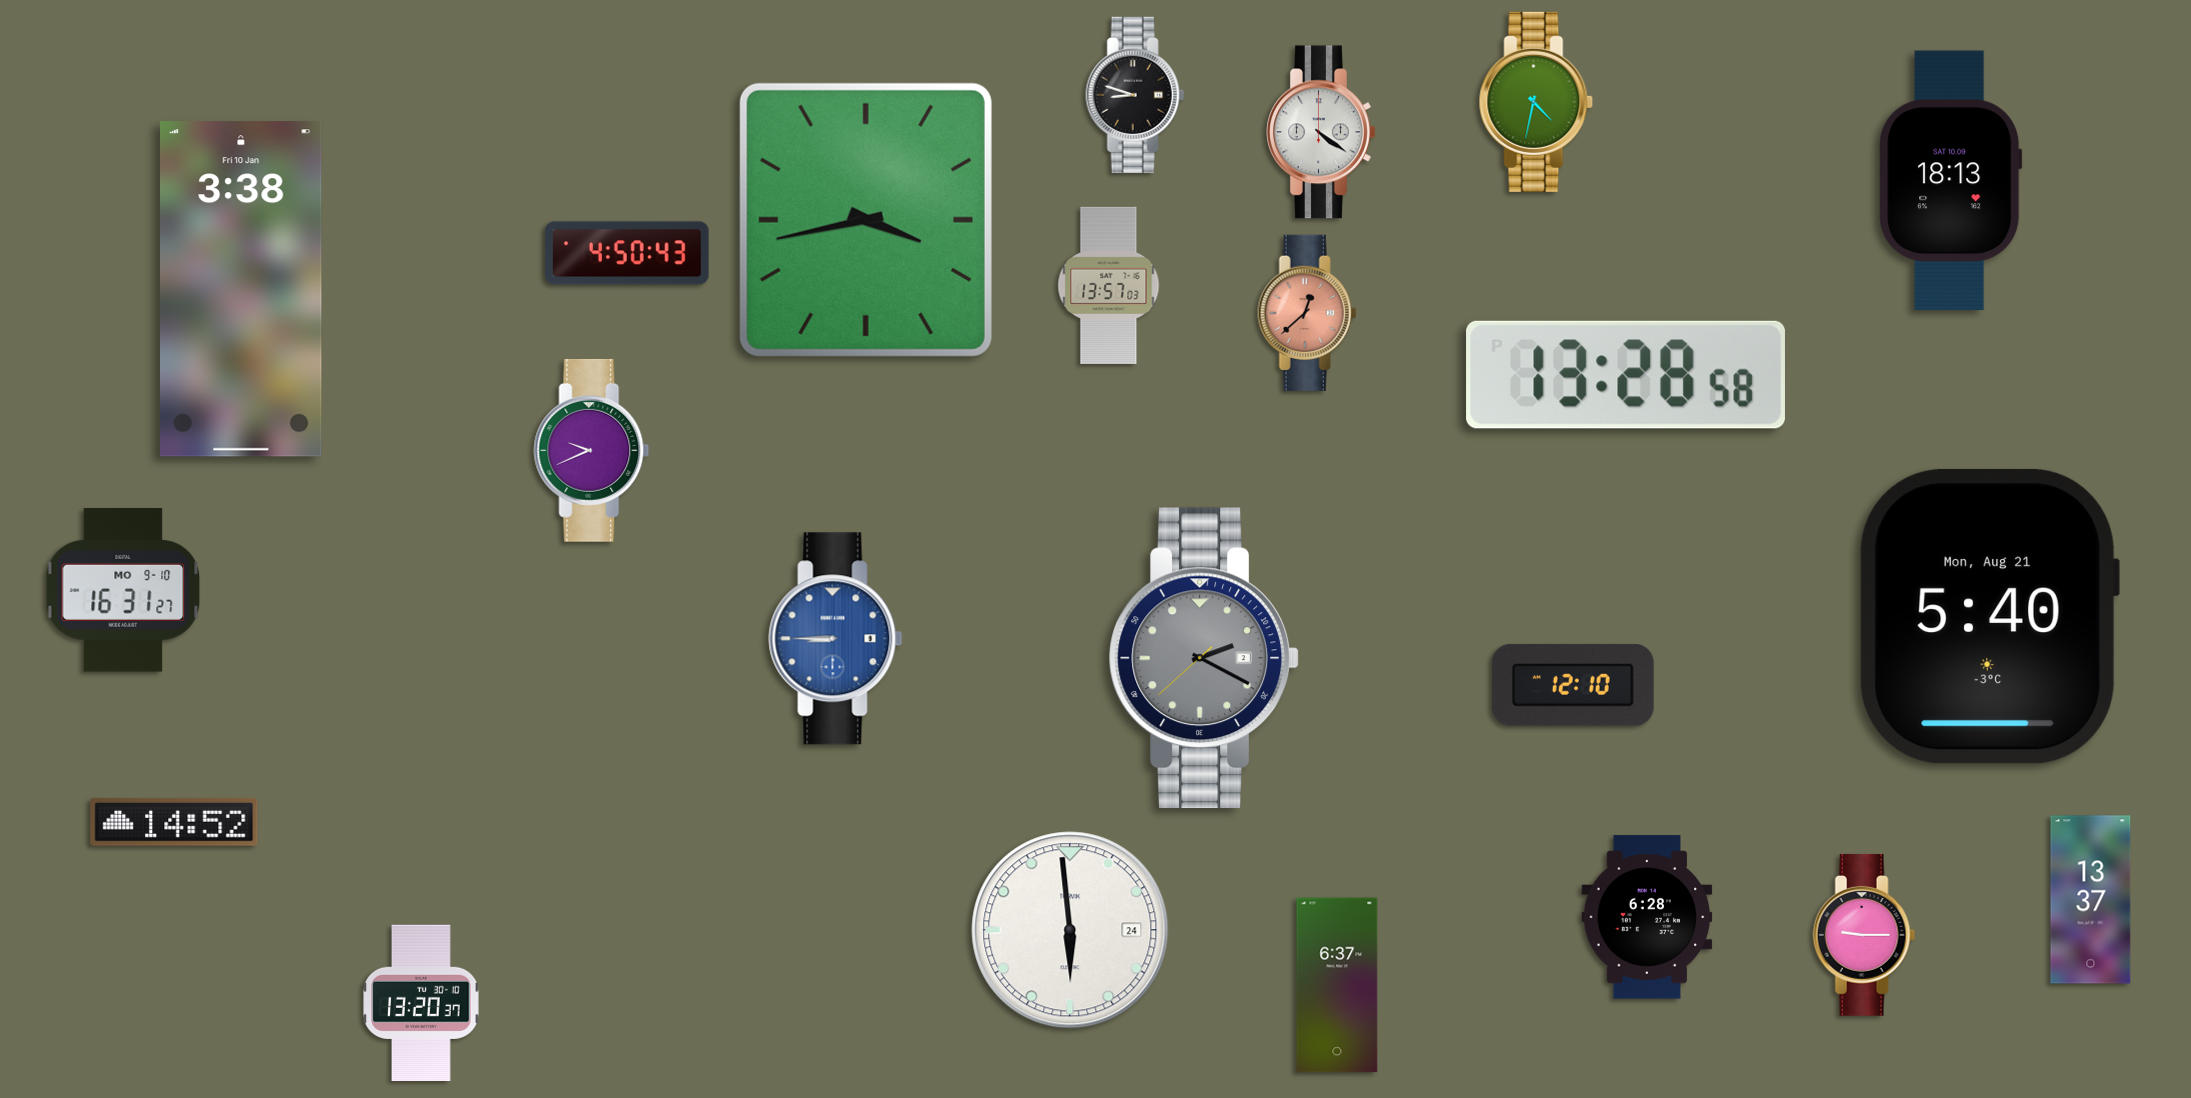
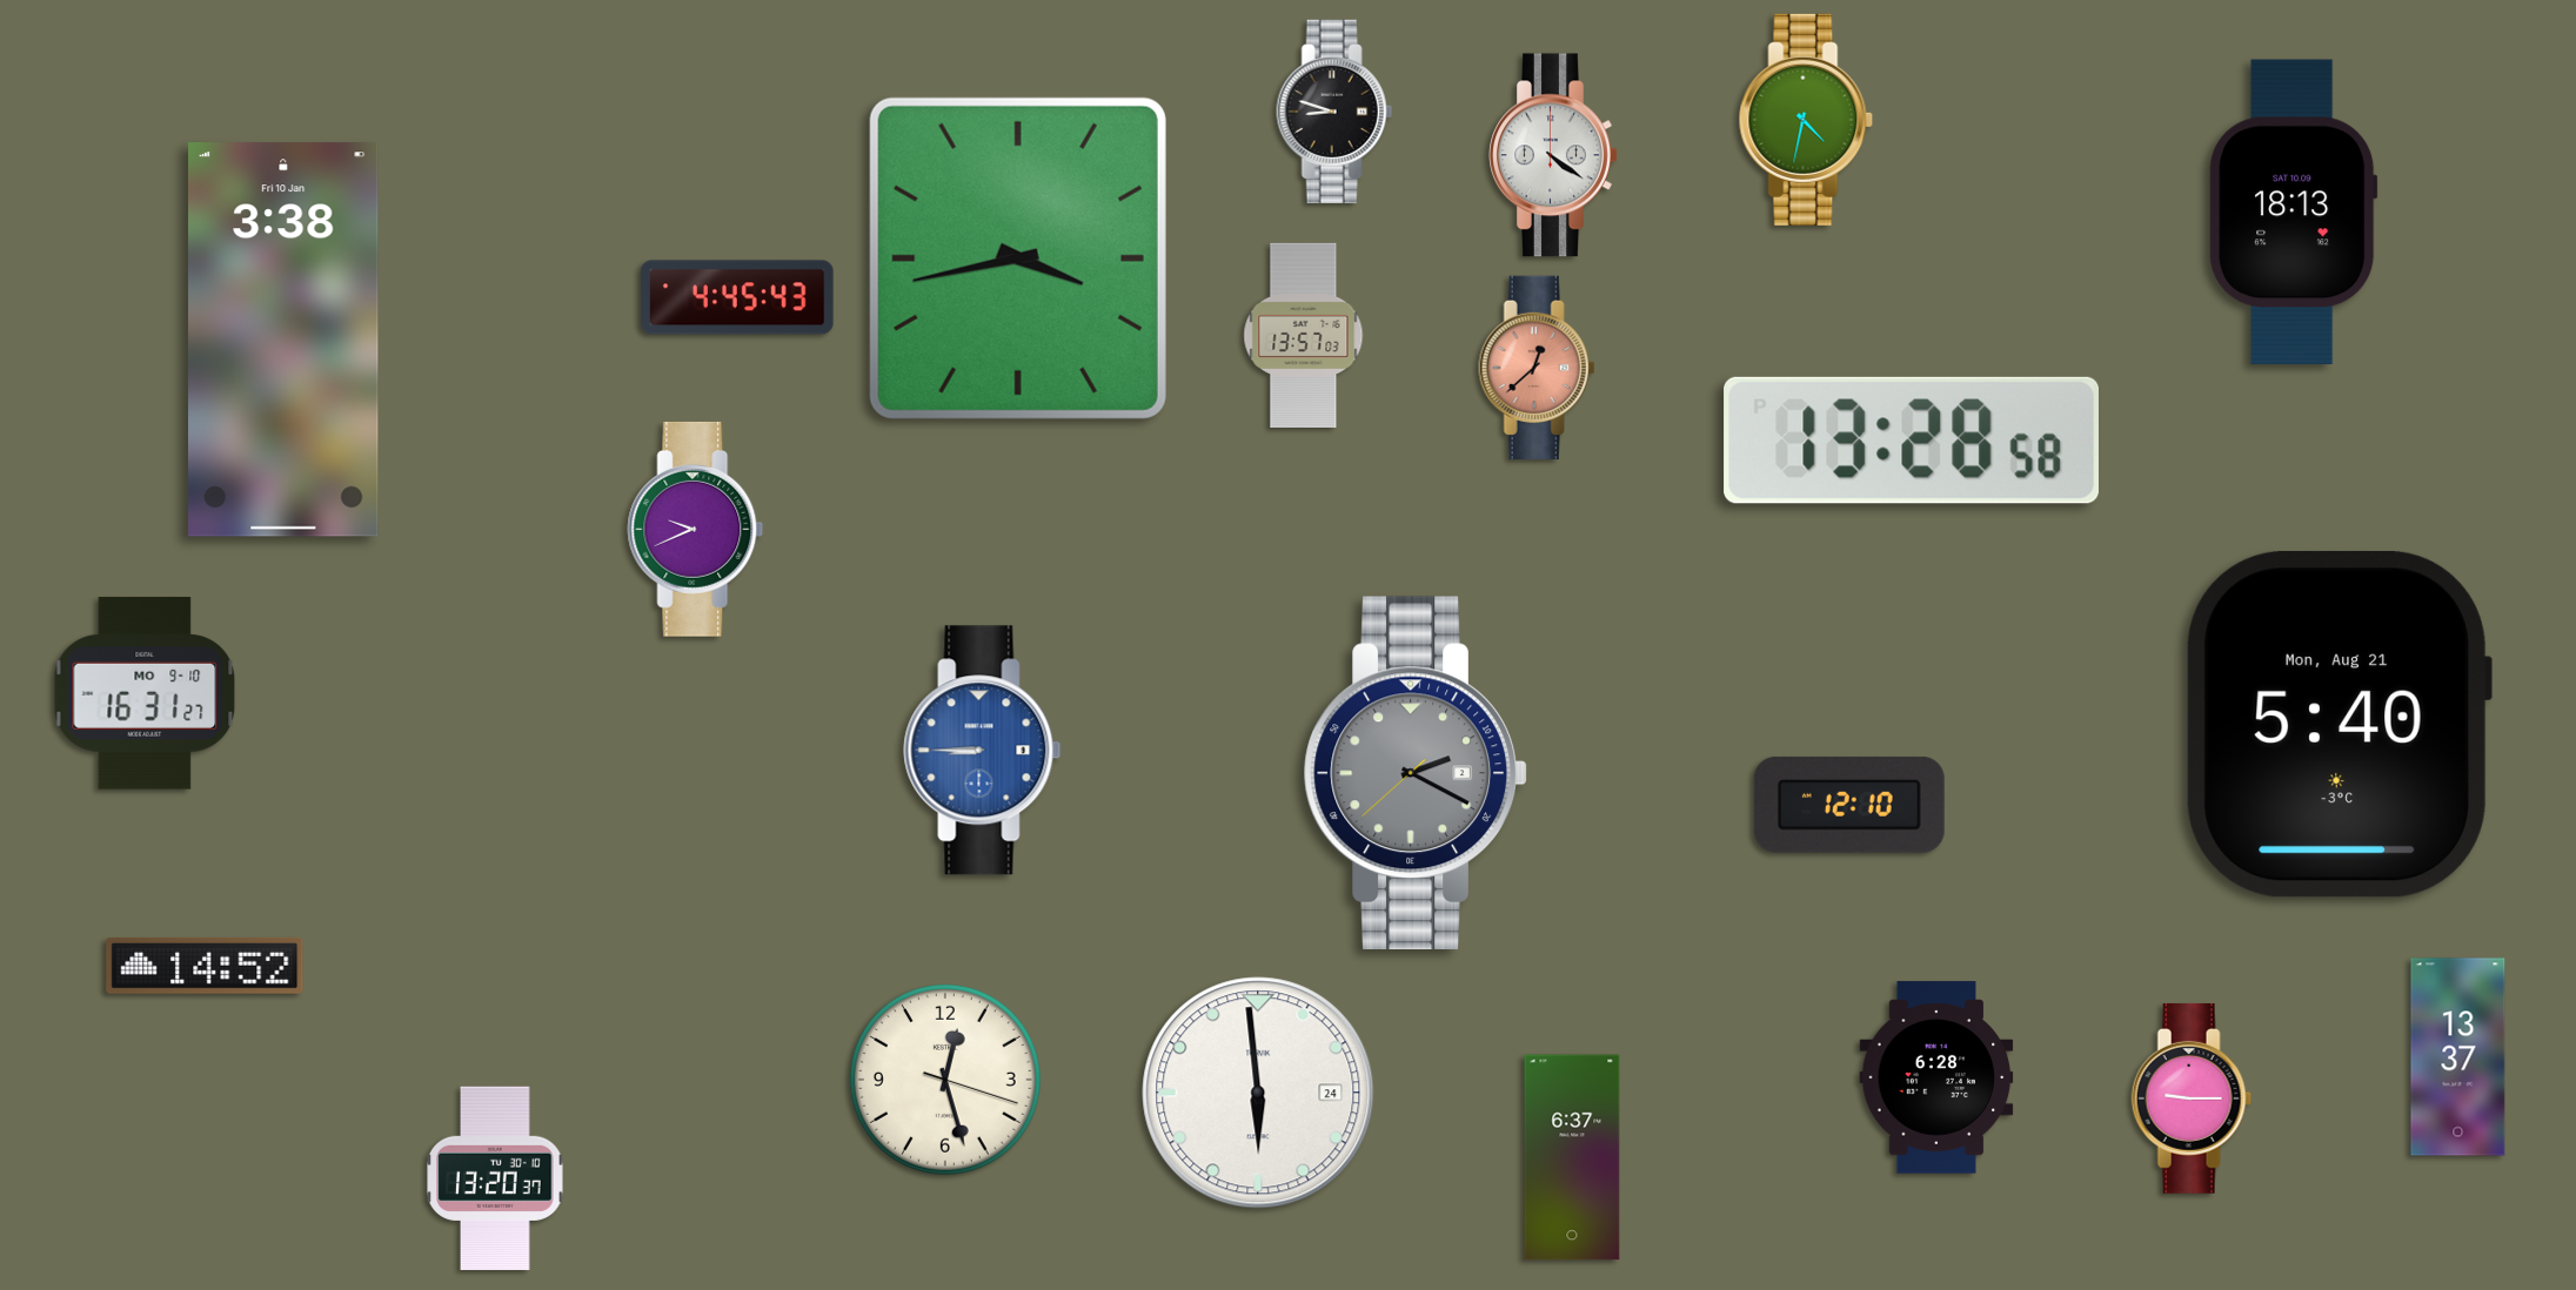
clock at (627, 253): 4:50 -> 4:45
clock at (945, 1080): none -> 12:27
